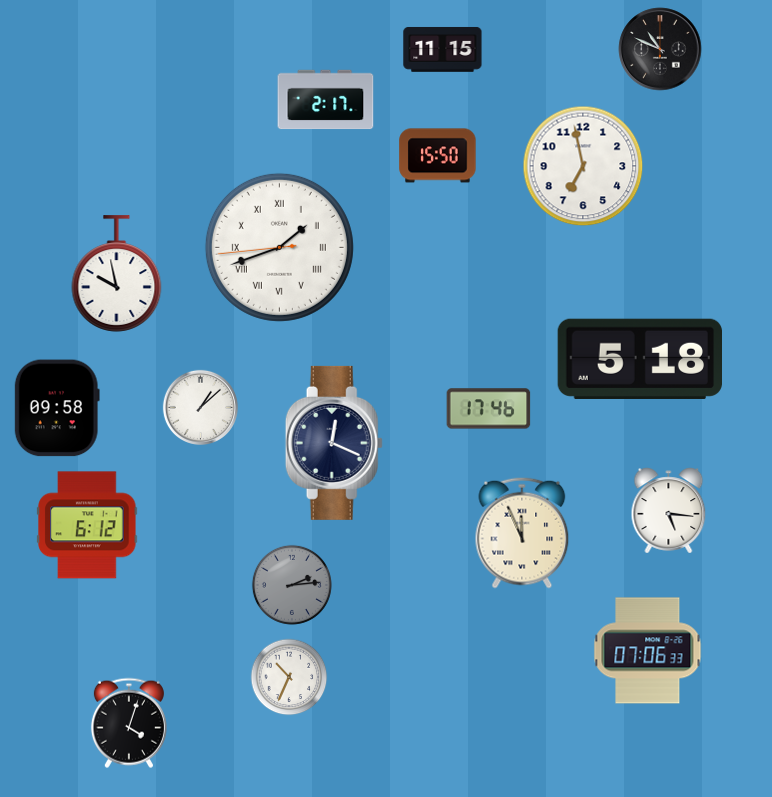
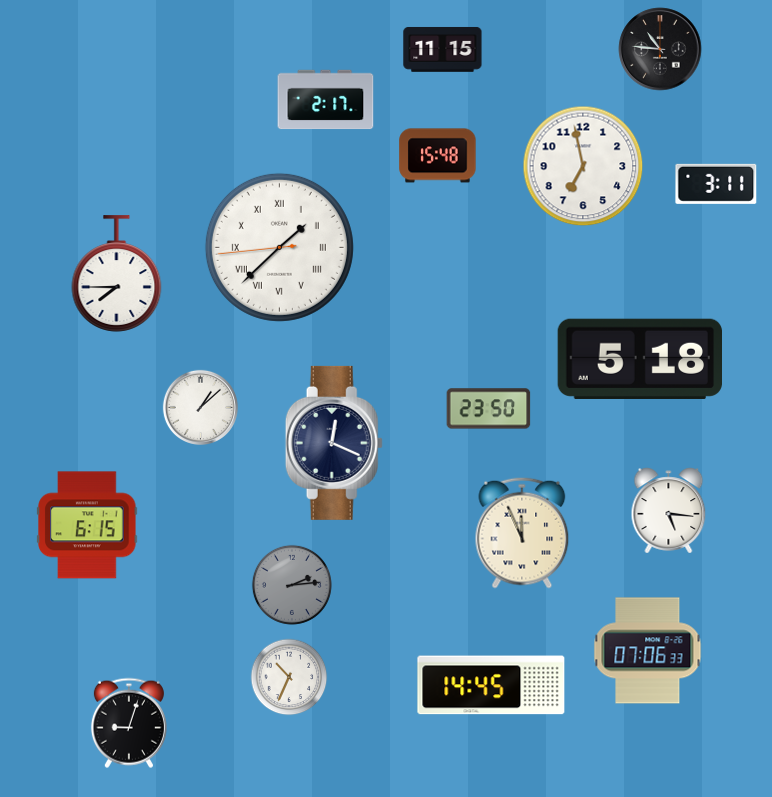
clock at (660, 49): 10:49 -> 10:46
clock at (438, 156): 15:50 -> 15:48
clock at (716, 184): none -> 3:11
clock at (279, 247): 1:41 -> 1:37
clock at (117, 274): 9:58 -> 7:45
clock at (57, 408): 09:58 -> none
clock at (489, 409): 17:46 -> 23:50
clock at (87, 525): 6:12 -> 6:15
clock at (491, 685): none -> 14:45
clock at (129, 723): 4:03 -> 9:03
